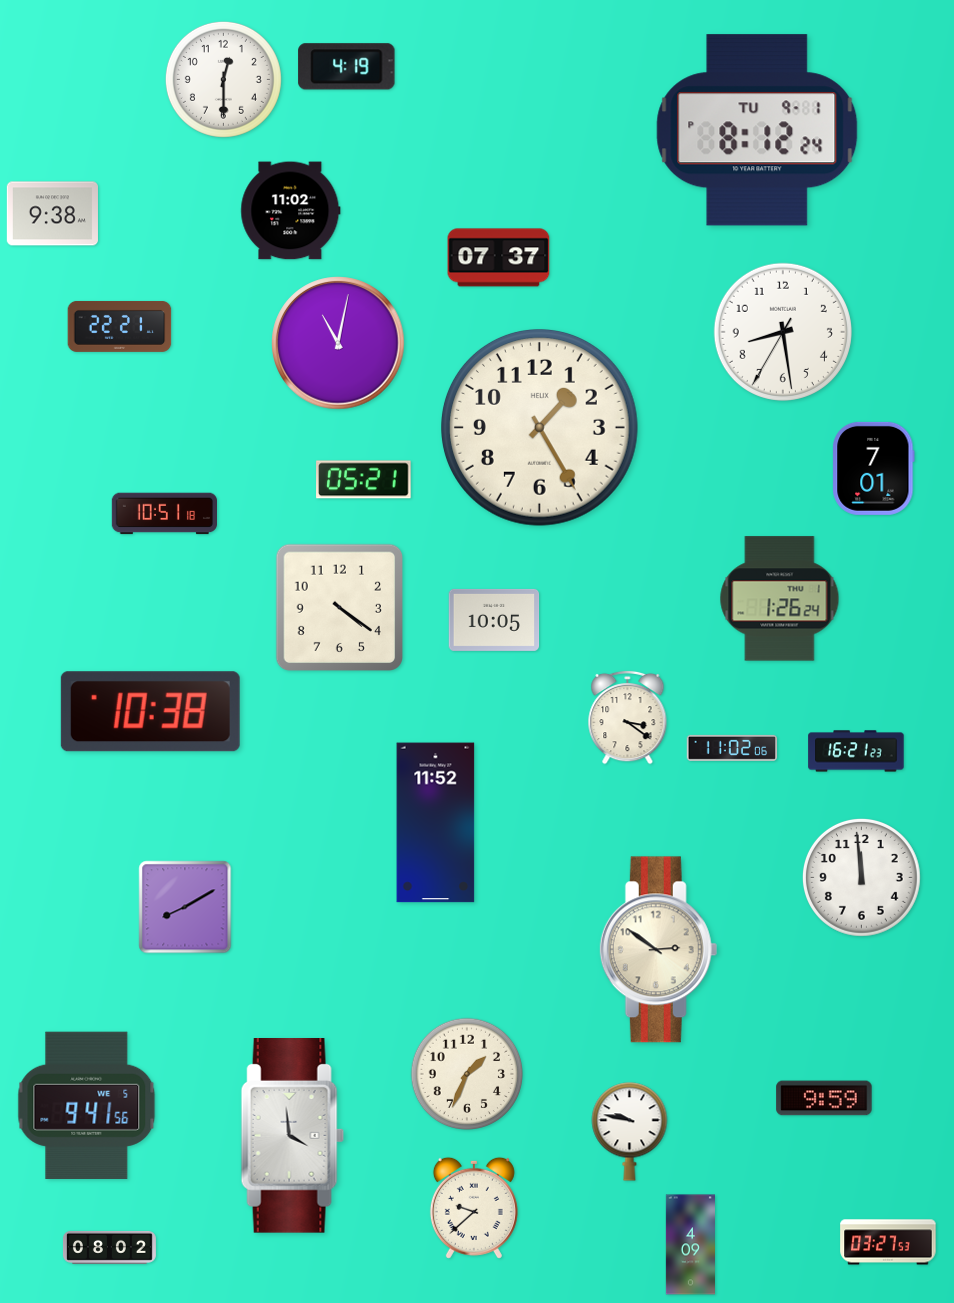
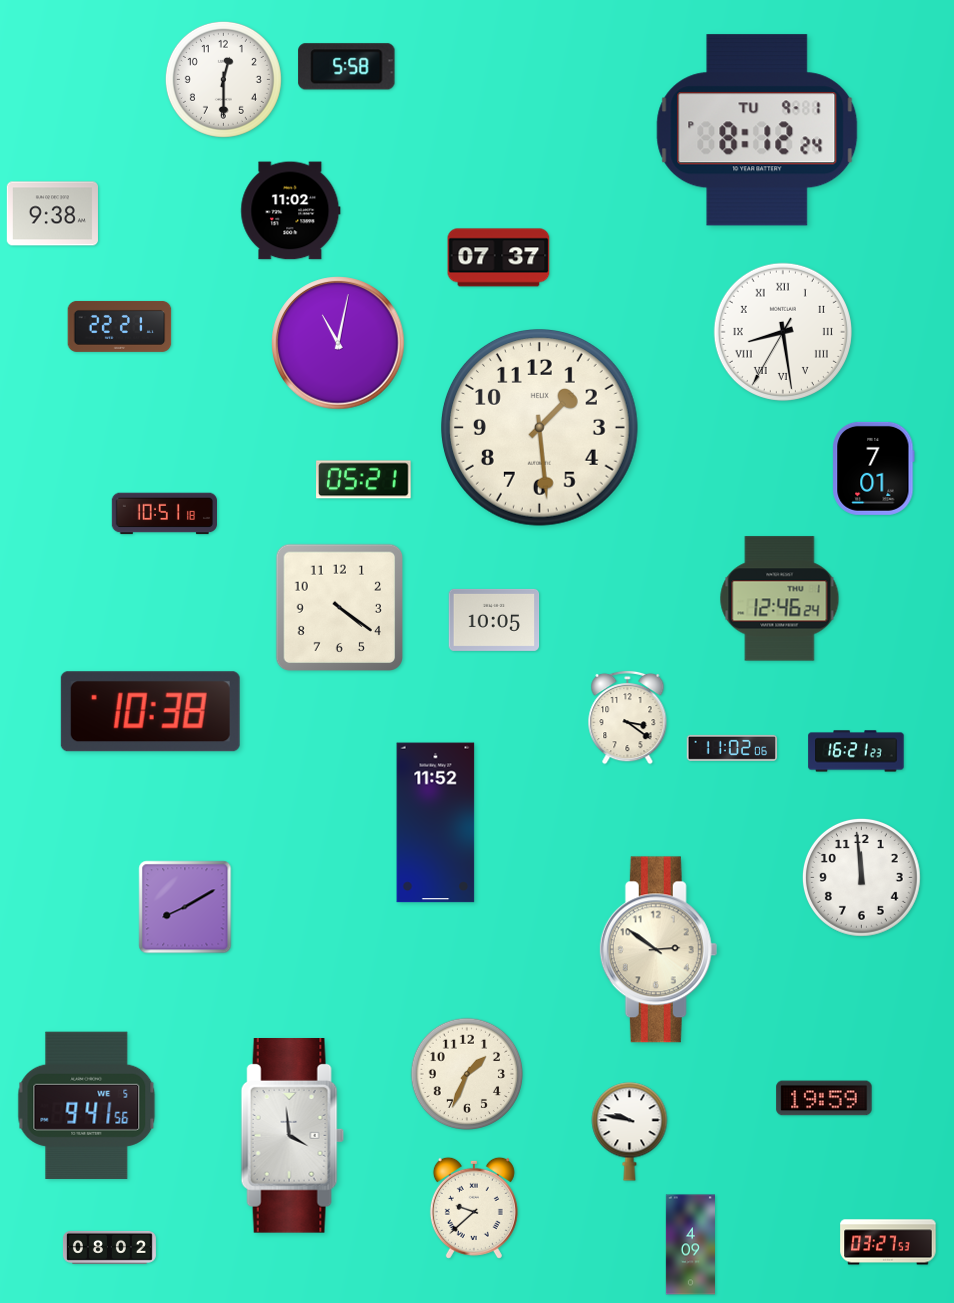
clock at (347, 67): 4:19 -> 5:58
clock at (783, 332) numerals: Arabic -> Roman
clock at (540, 428): 1:25 -> 1:29
clock at (780, 599): 1:26 -> 12:46
clock at (824, 1098): 9:59 -> 19:59
